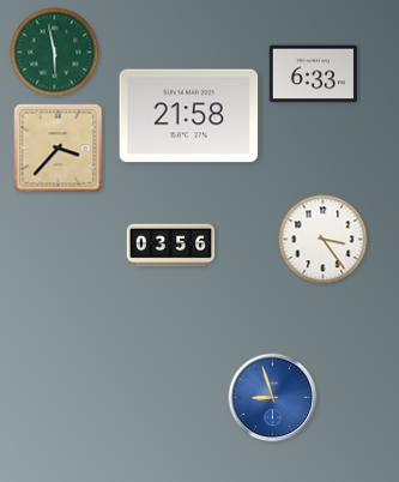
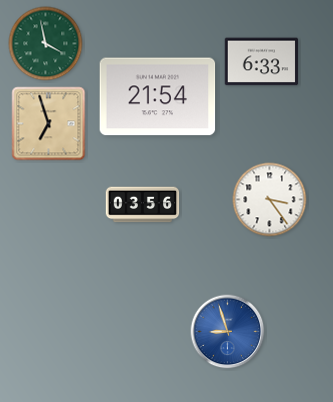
clock at (55, 53): 5:58 -> 3:58
clock at (189, 116): 21:58 -> 21:54
clock at (59, 149): 3:37 -> 6:57
